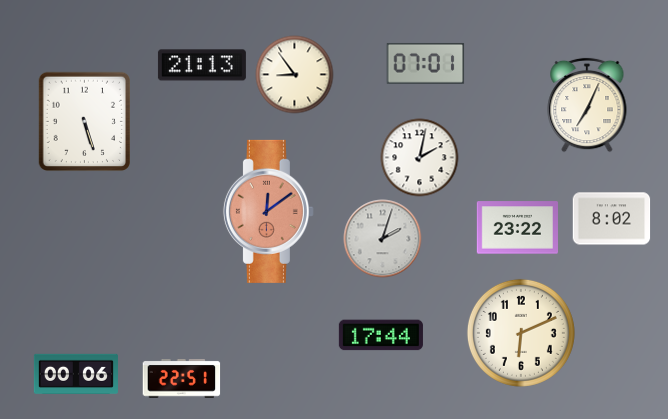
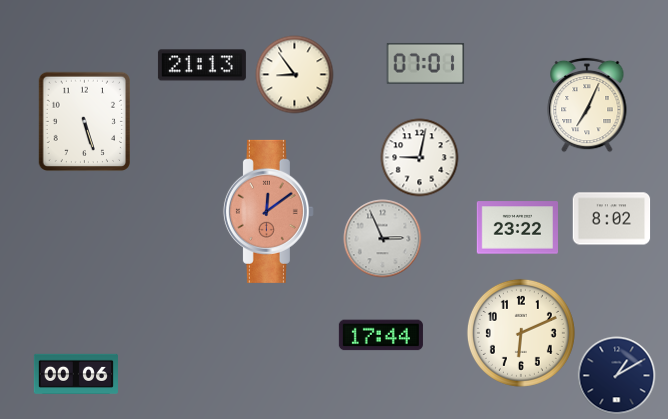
clock at (419, 157): 2:02 -> 9:02
clock at (382, 238): 2:03 -> 2:56
clock at (616, 375): none -> 1:10
clock at (181, 379): 22:51 -> none
